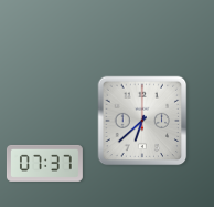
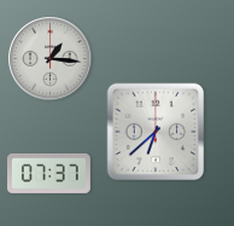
clock at (51, 59): none -> 1:16
clock at (44, 163) position: (44, 163) -> (48, 173)
